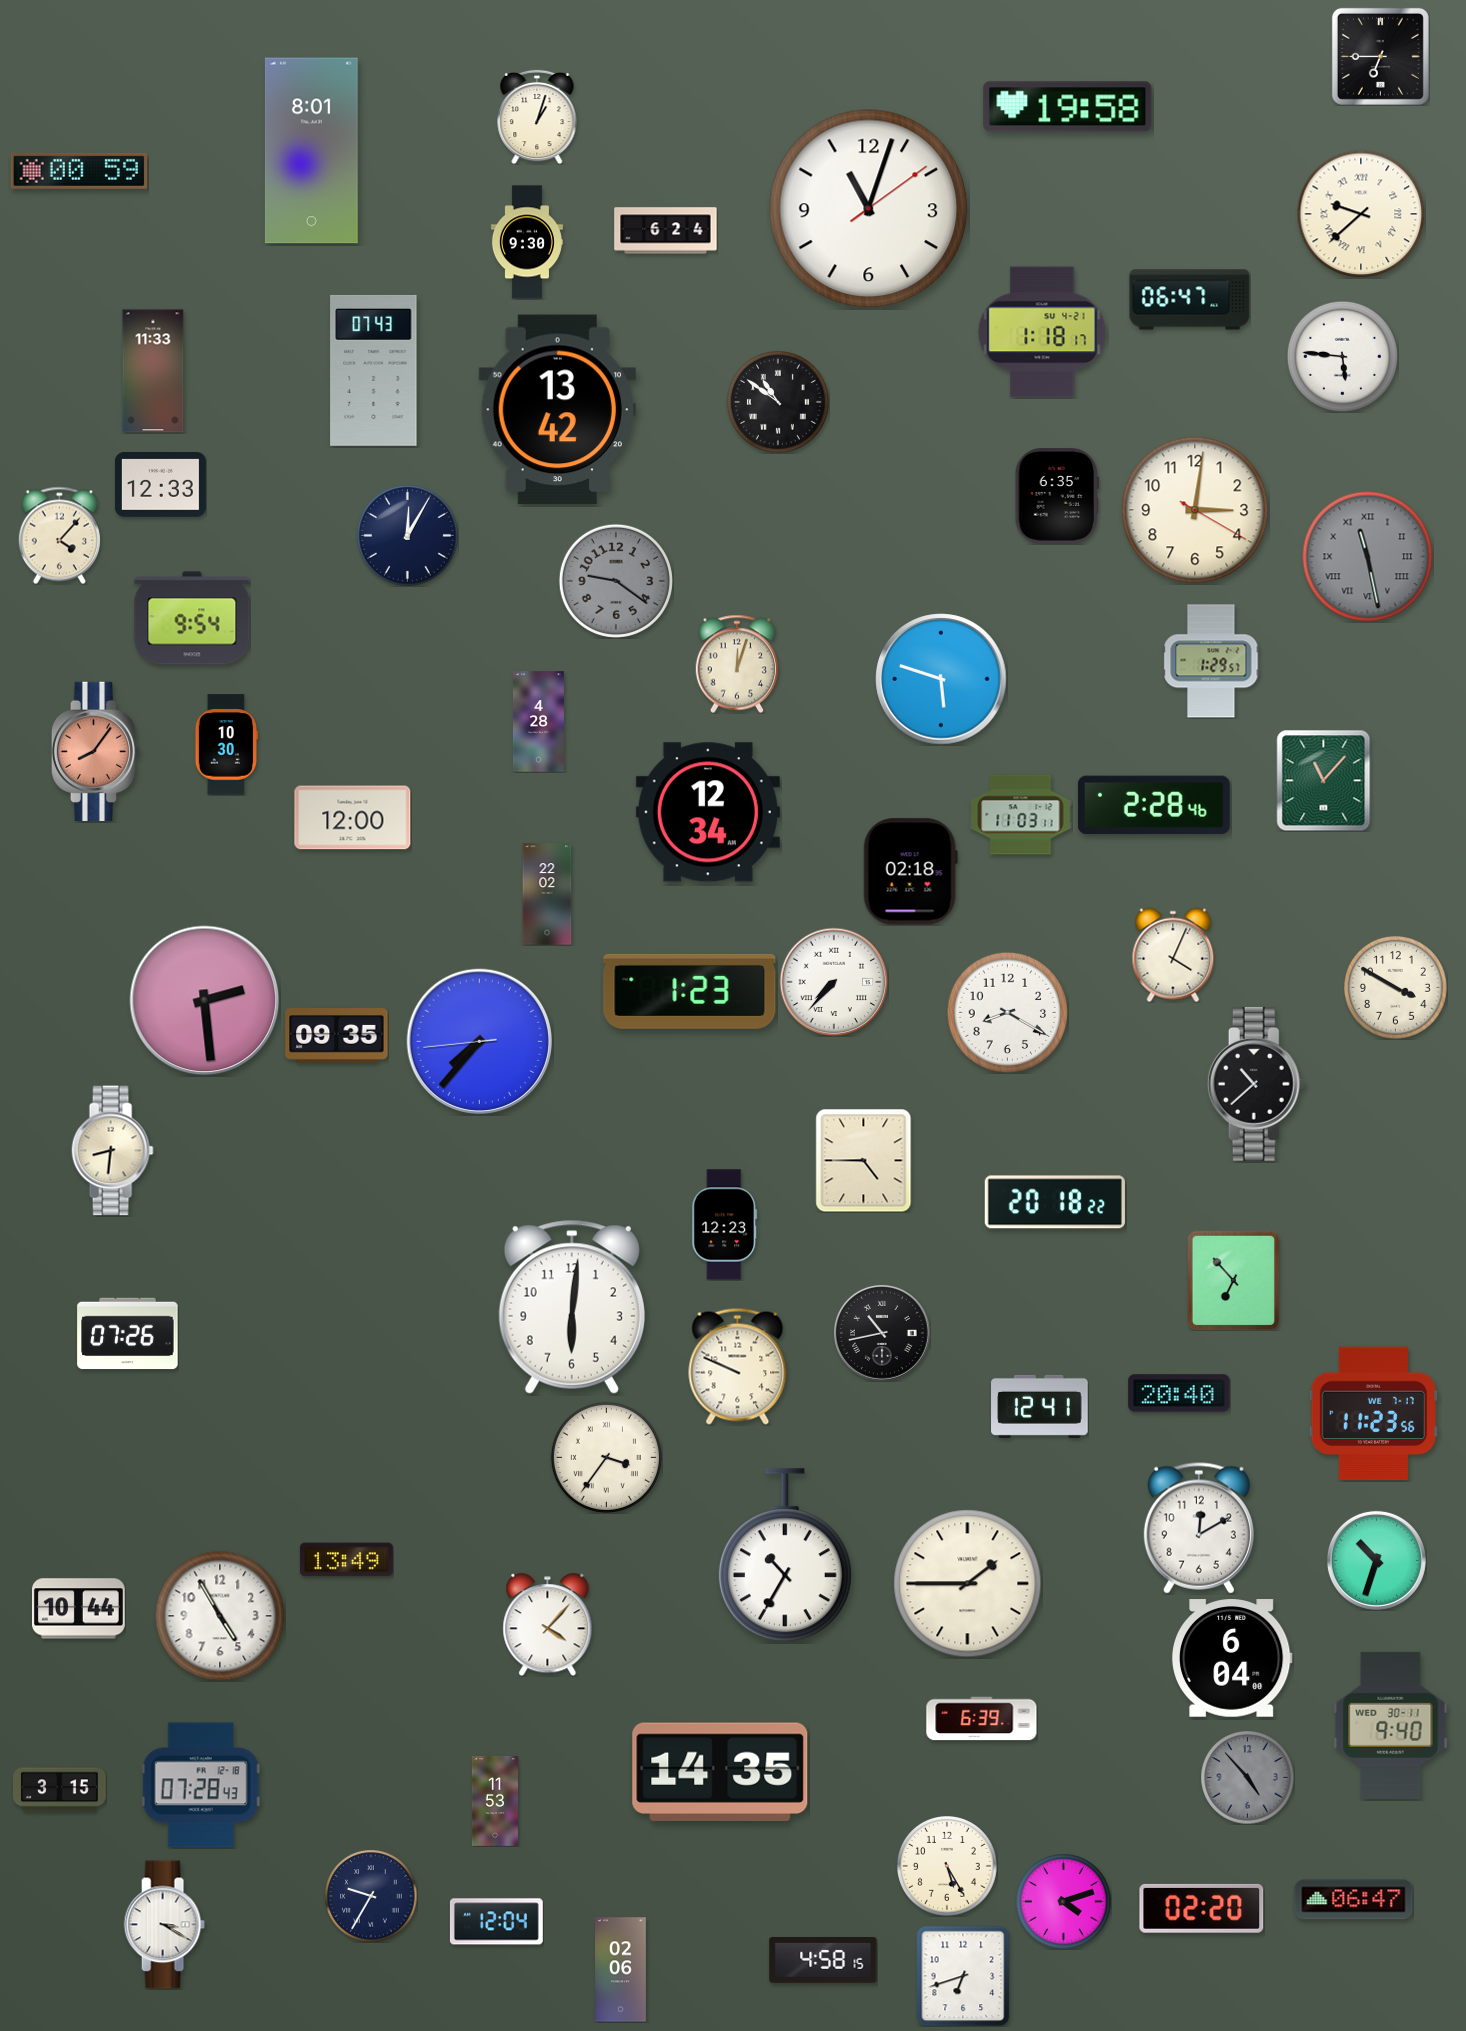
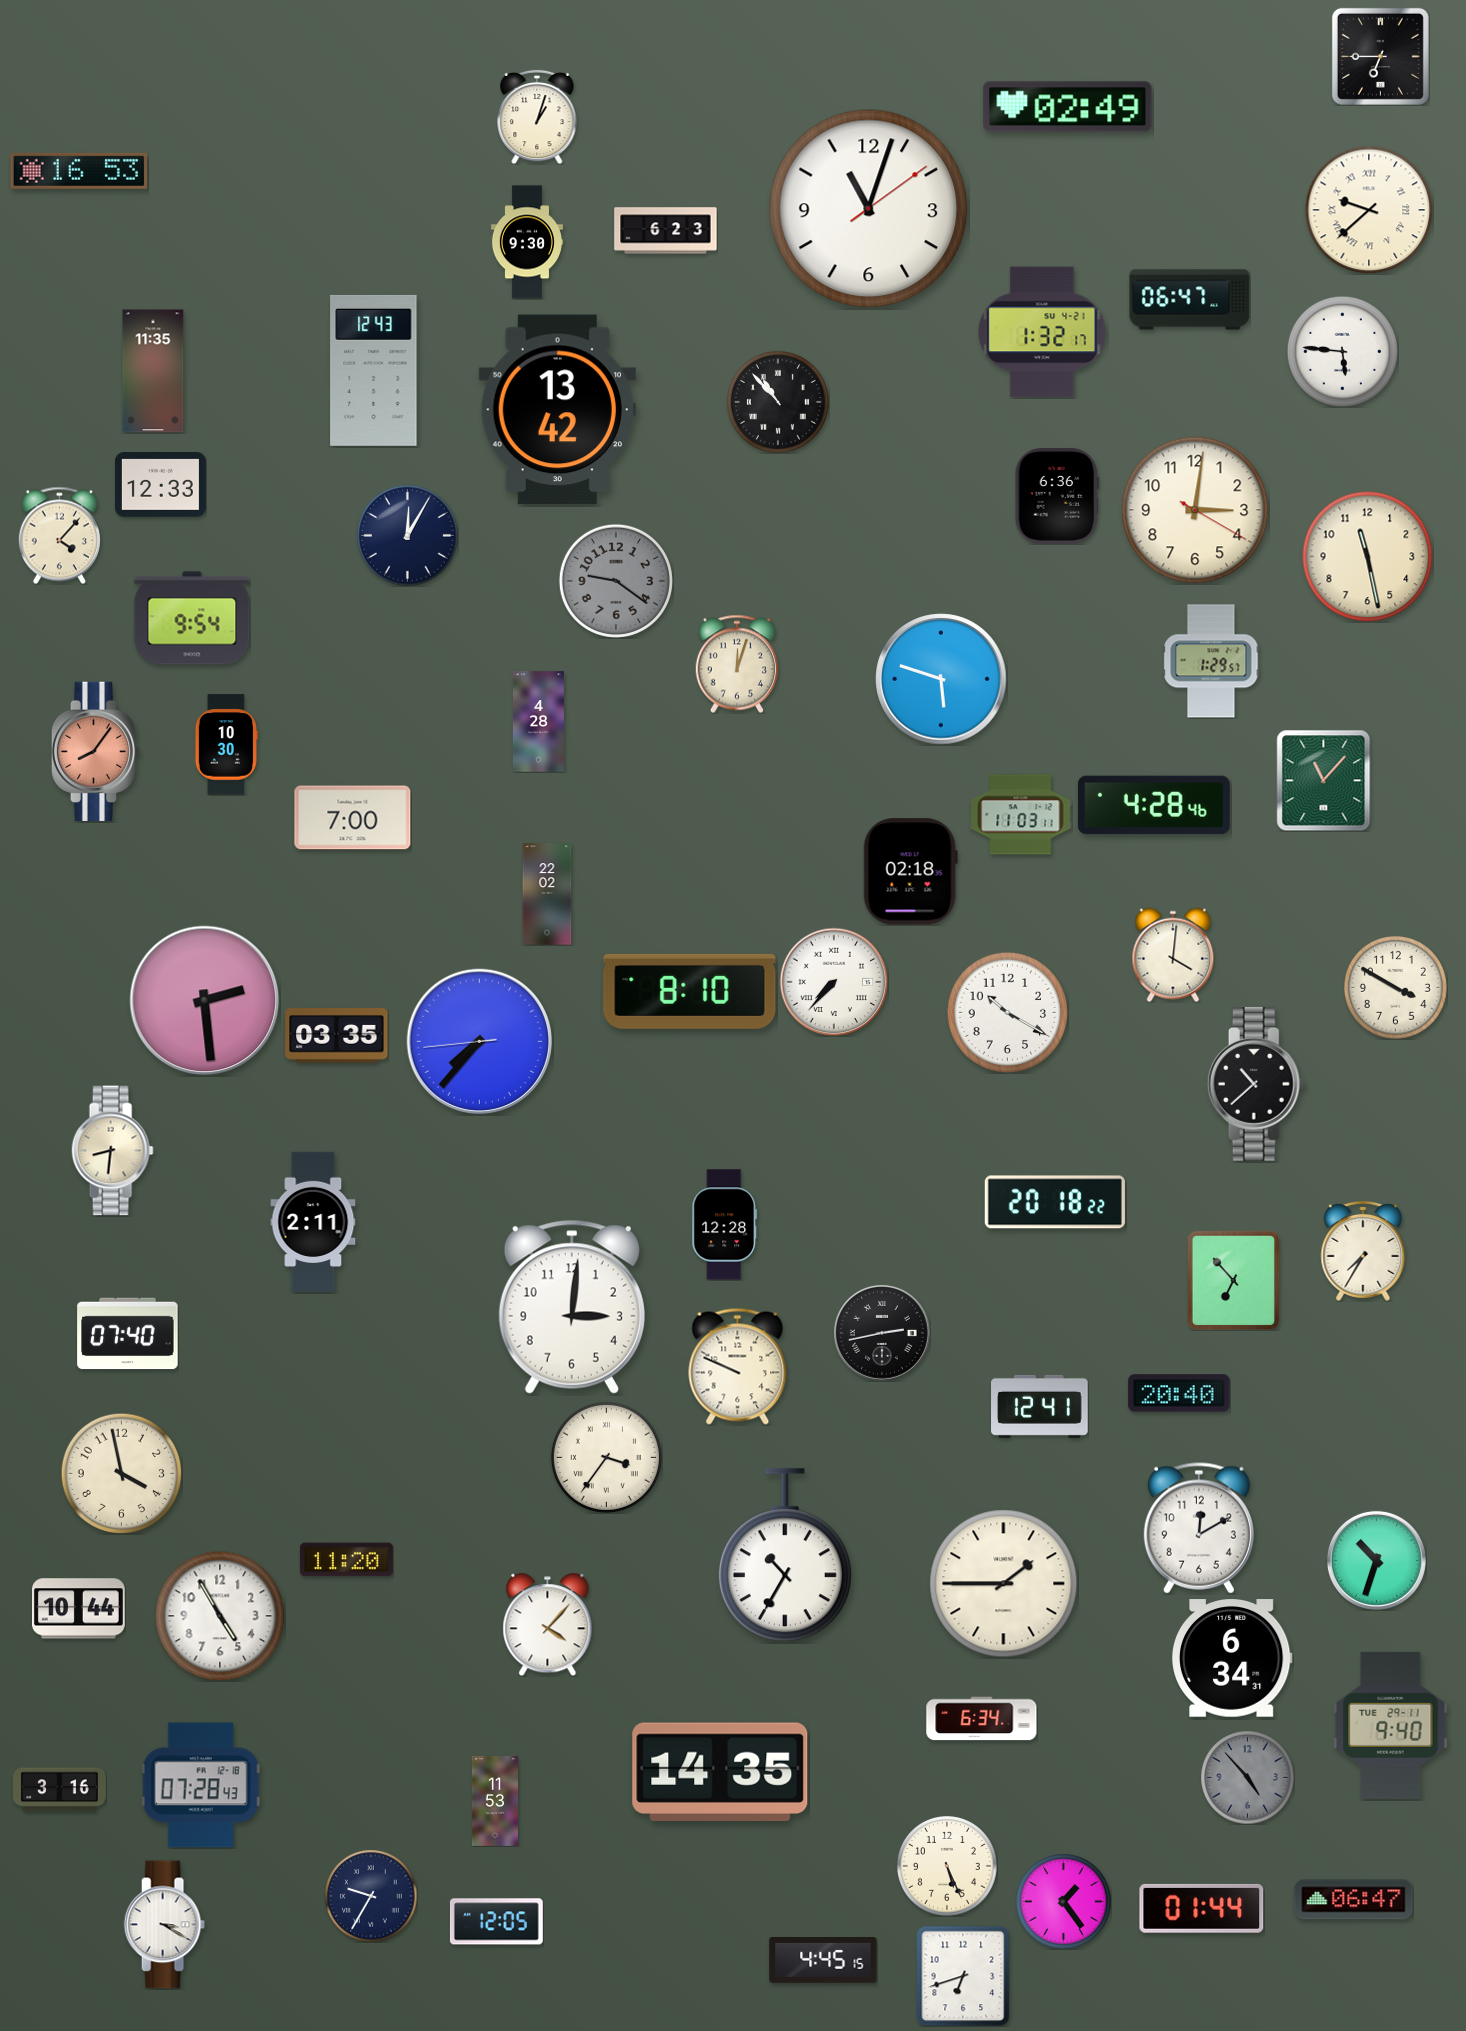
clock at (1068, 107): 19:58 -> 02:49
clock at (311, 151): 8:01 -> none
clock at (79, 171): 00:59 -> 16:53
clock at (1361, 214) position: (1361, 214) -> (1369, 210)
clock at (666, 231): 6:24 -> 6:23
clock at (1042, 332): 1:18 -> 1:32
clock at (1342, 356) position: (1342, 356) -> (1342, 351)
clock at (374, 370): 07:43 -> 12:43
clock at (153, 371): 11:33 -> 11:35
clock at (778, 402): 10:51 -> 10:53
clock at (1057, 496): 6:35 -> 6:36
clock at (1368, 557) dial: grey -> cream
clock at (1368, 557) numerals: Roman -> Arabic
clock at (1154, 805): 2:28 -> 4:28
clock at (708, 812): 12:34 -> none
clock at (353, 818): 12:00 -> 7:00
clock at (1173, 955): 4:04 -> 4:01
clock at (690, 991): 1:23 -> 8:10
clock at (1007, 1012): 8:20 -> 10:20
clock at (337, 1036): 09:35 -> 03:35
clock at (864, 1160): 4:45 -> none
clock at (313, 1221): none -> 2:11
clock at (725, 1225): 12:23 -> 12:28
clock at (1363, 1251): none -> 7:35
clock at (572, 1307): 6:01 -> 3:01
clock at (882, 1333): 10:43 -> 2:43
clock at (128, 1334): 07:26 -> 07:40
clock at (1373, 1414): 11:23 -> none
clock at (121, 1473): none -> 3:58
clock at (346, 1560): 13:49 -> 11:20
clock at (968, 1584) position: (968, 1584) -> (1004, 1584)
clock at (1232, 1658): 6:04 -> 6:34
clock at (982, 1719): 6:39 -> 6:34
clock at (1391, 1725) date: WED 30-11 -> TUE 29-11
clock at (60, 1790): 3:15 -> 3:16
clock at (948, 1867): 5:25 -> 5:26
clock at (1063, 1901): 4:12 -> 1:24
clock at (1202, 1908): 02:20 -> 01:44
clock at (496, 1922): 12:04 -> 12:05
clock at (823, 1961): 4:58 -> 4:45
clock at (621, 1970): 02:06 -> none
